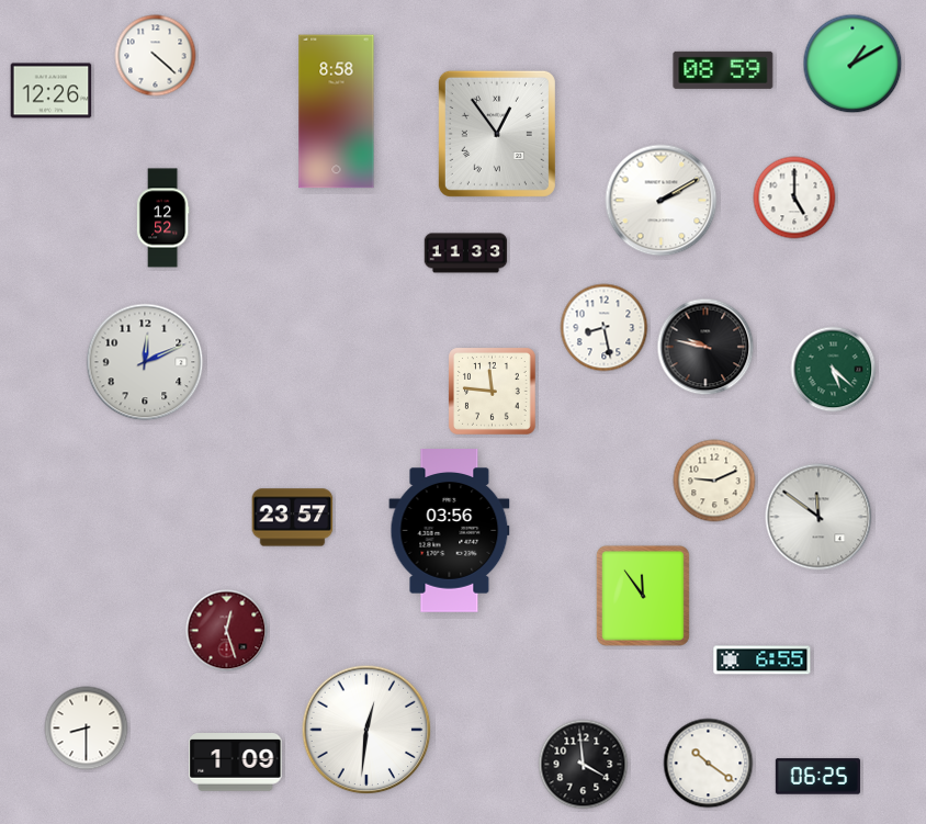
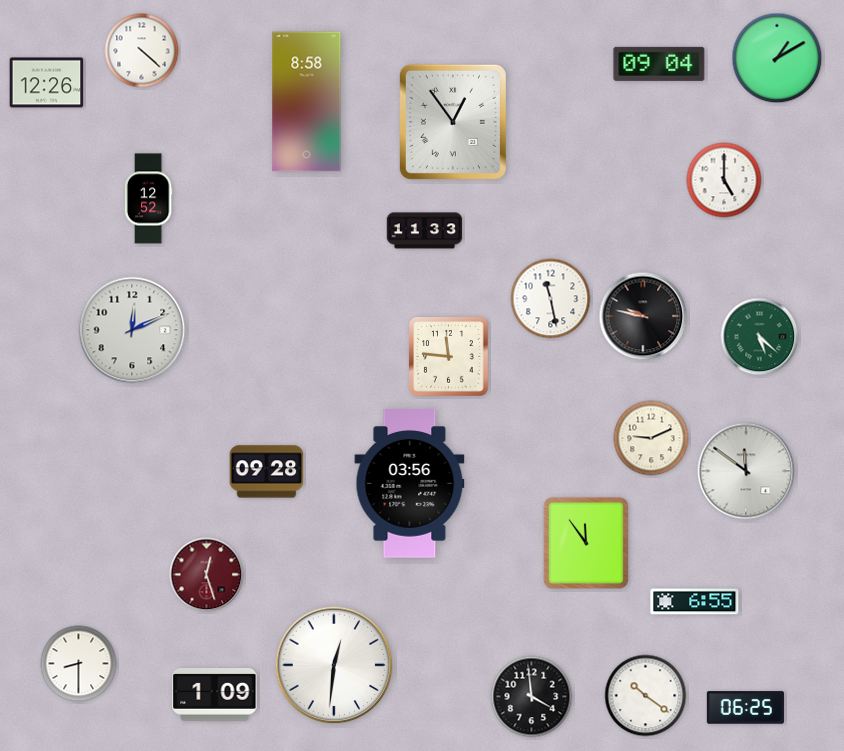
clock at (723, 70): 08:59 -> 09:04
clock at (662, 201): 2:10 -> none
clock at (605, 328): 8:28 -> 11:28
clock at (293, 518): 23:57 -> 09:28
